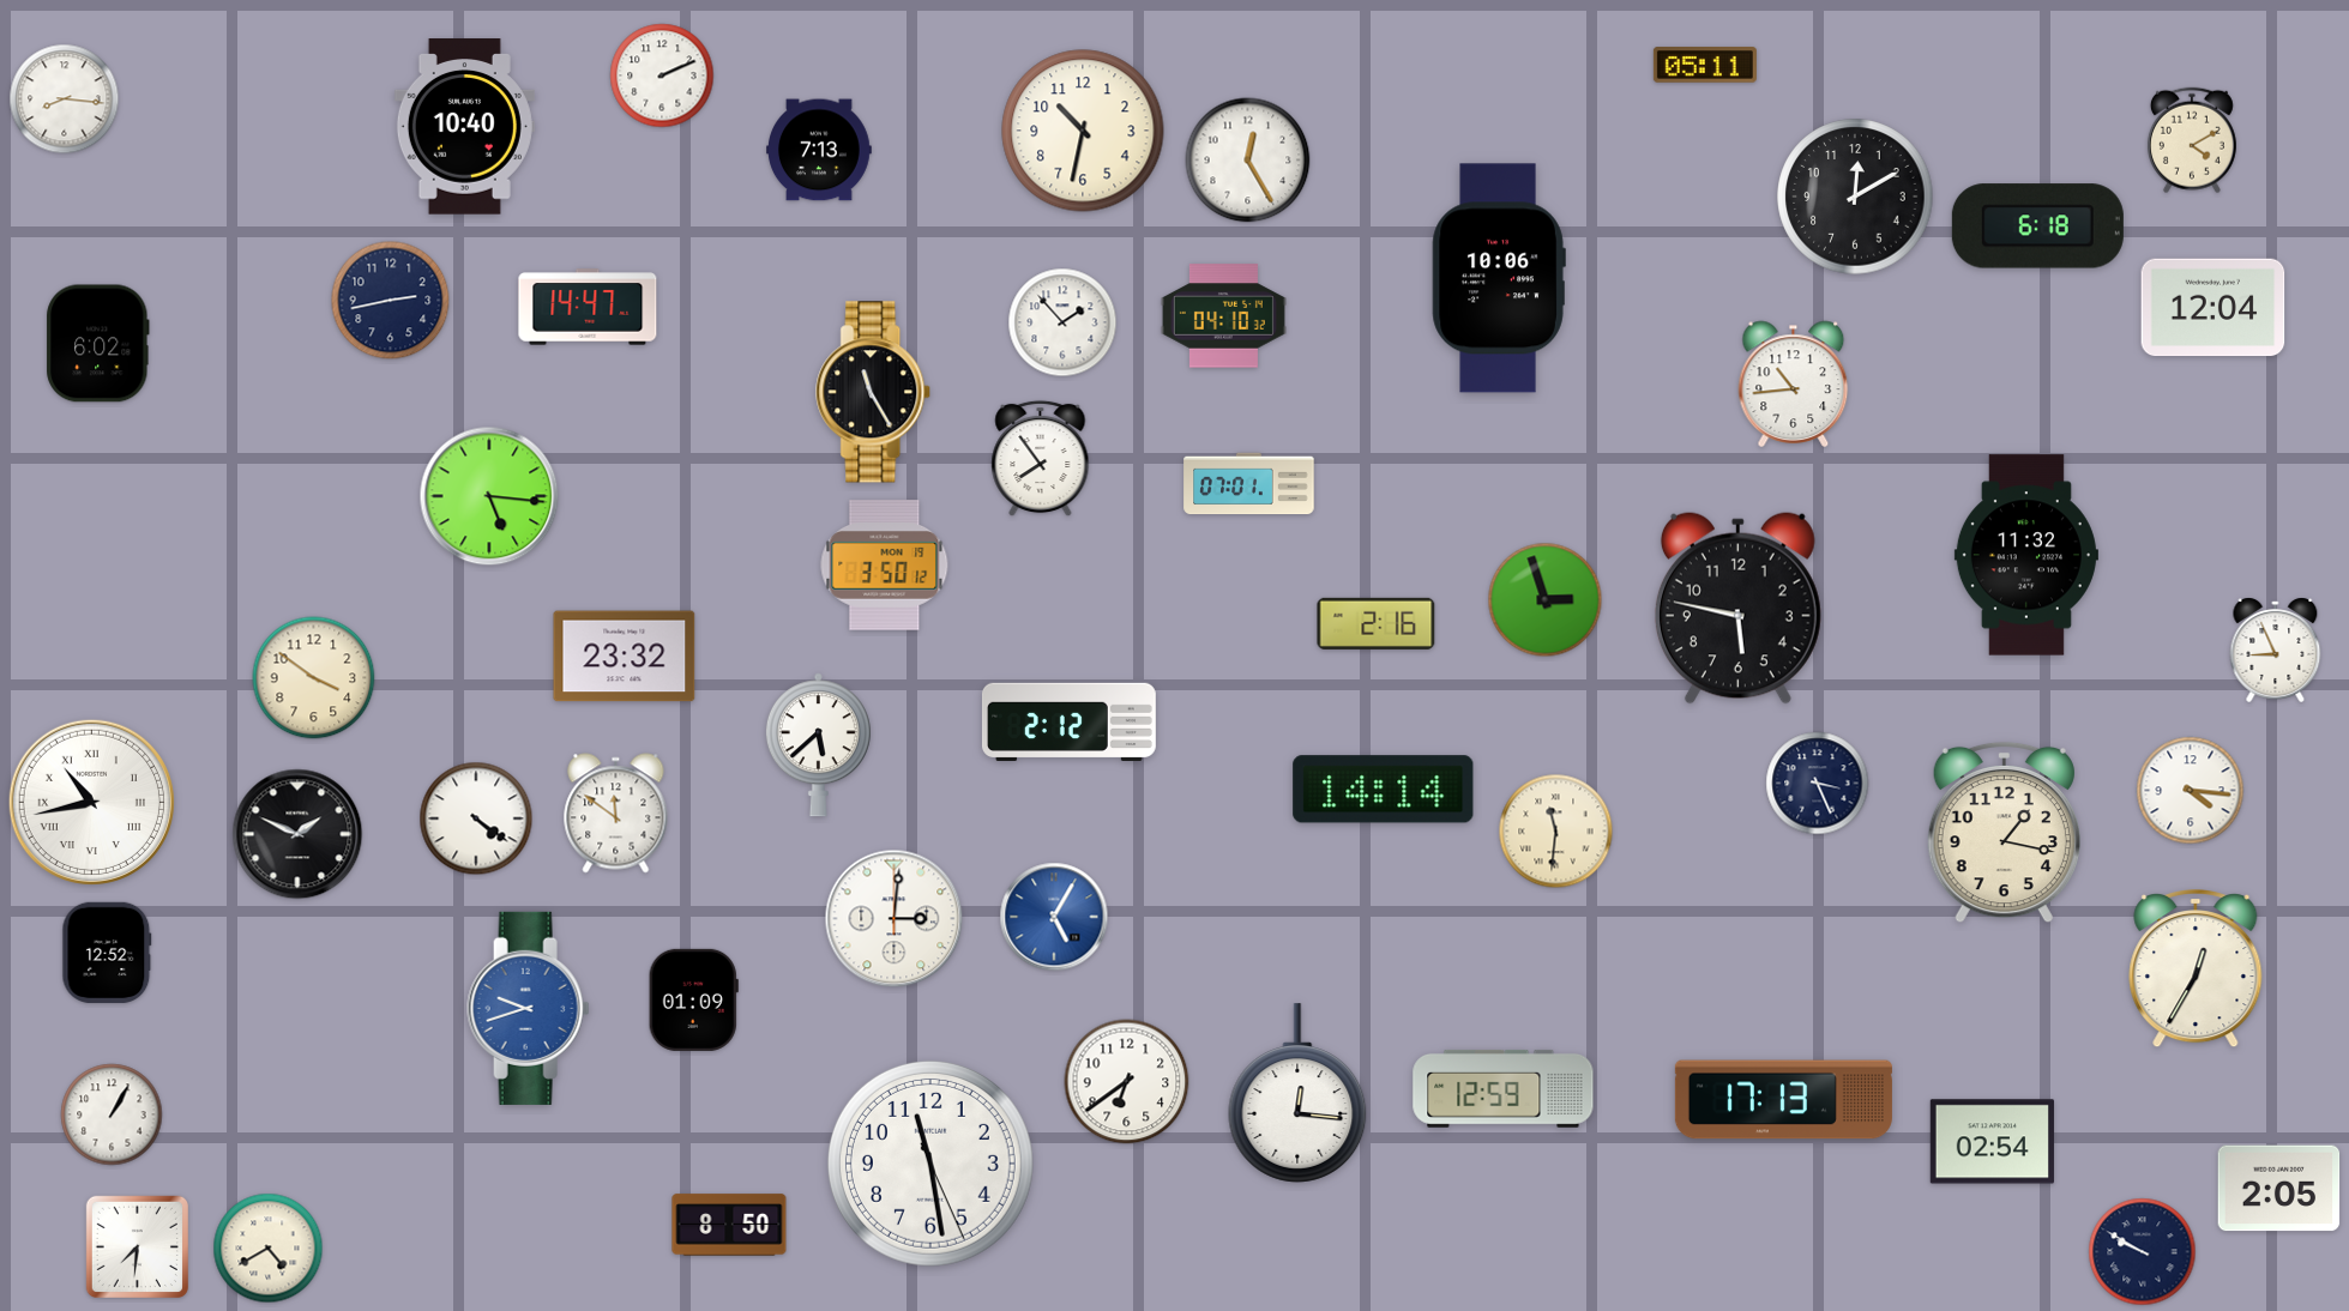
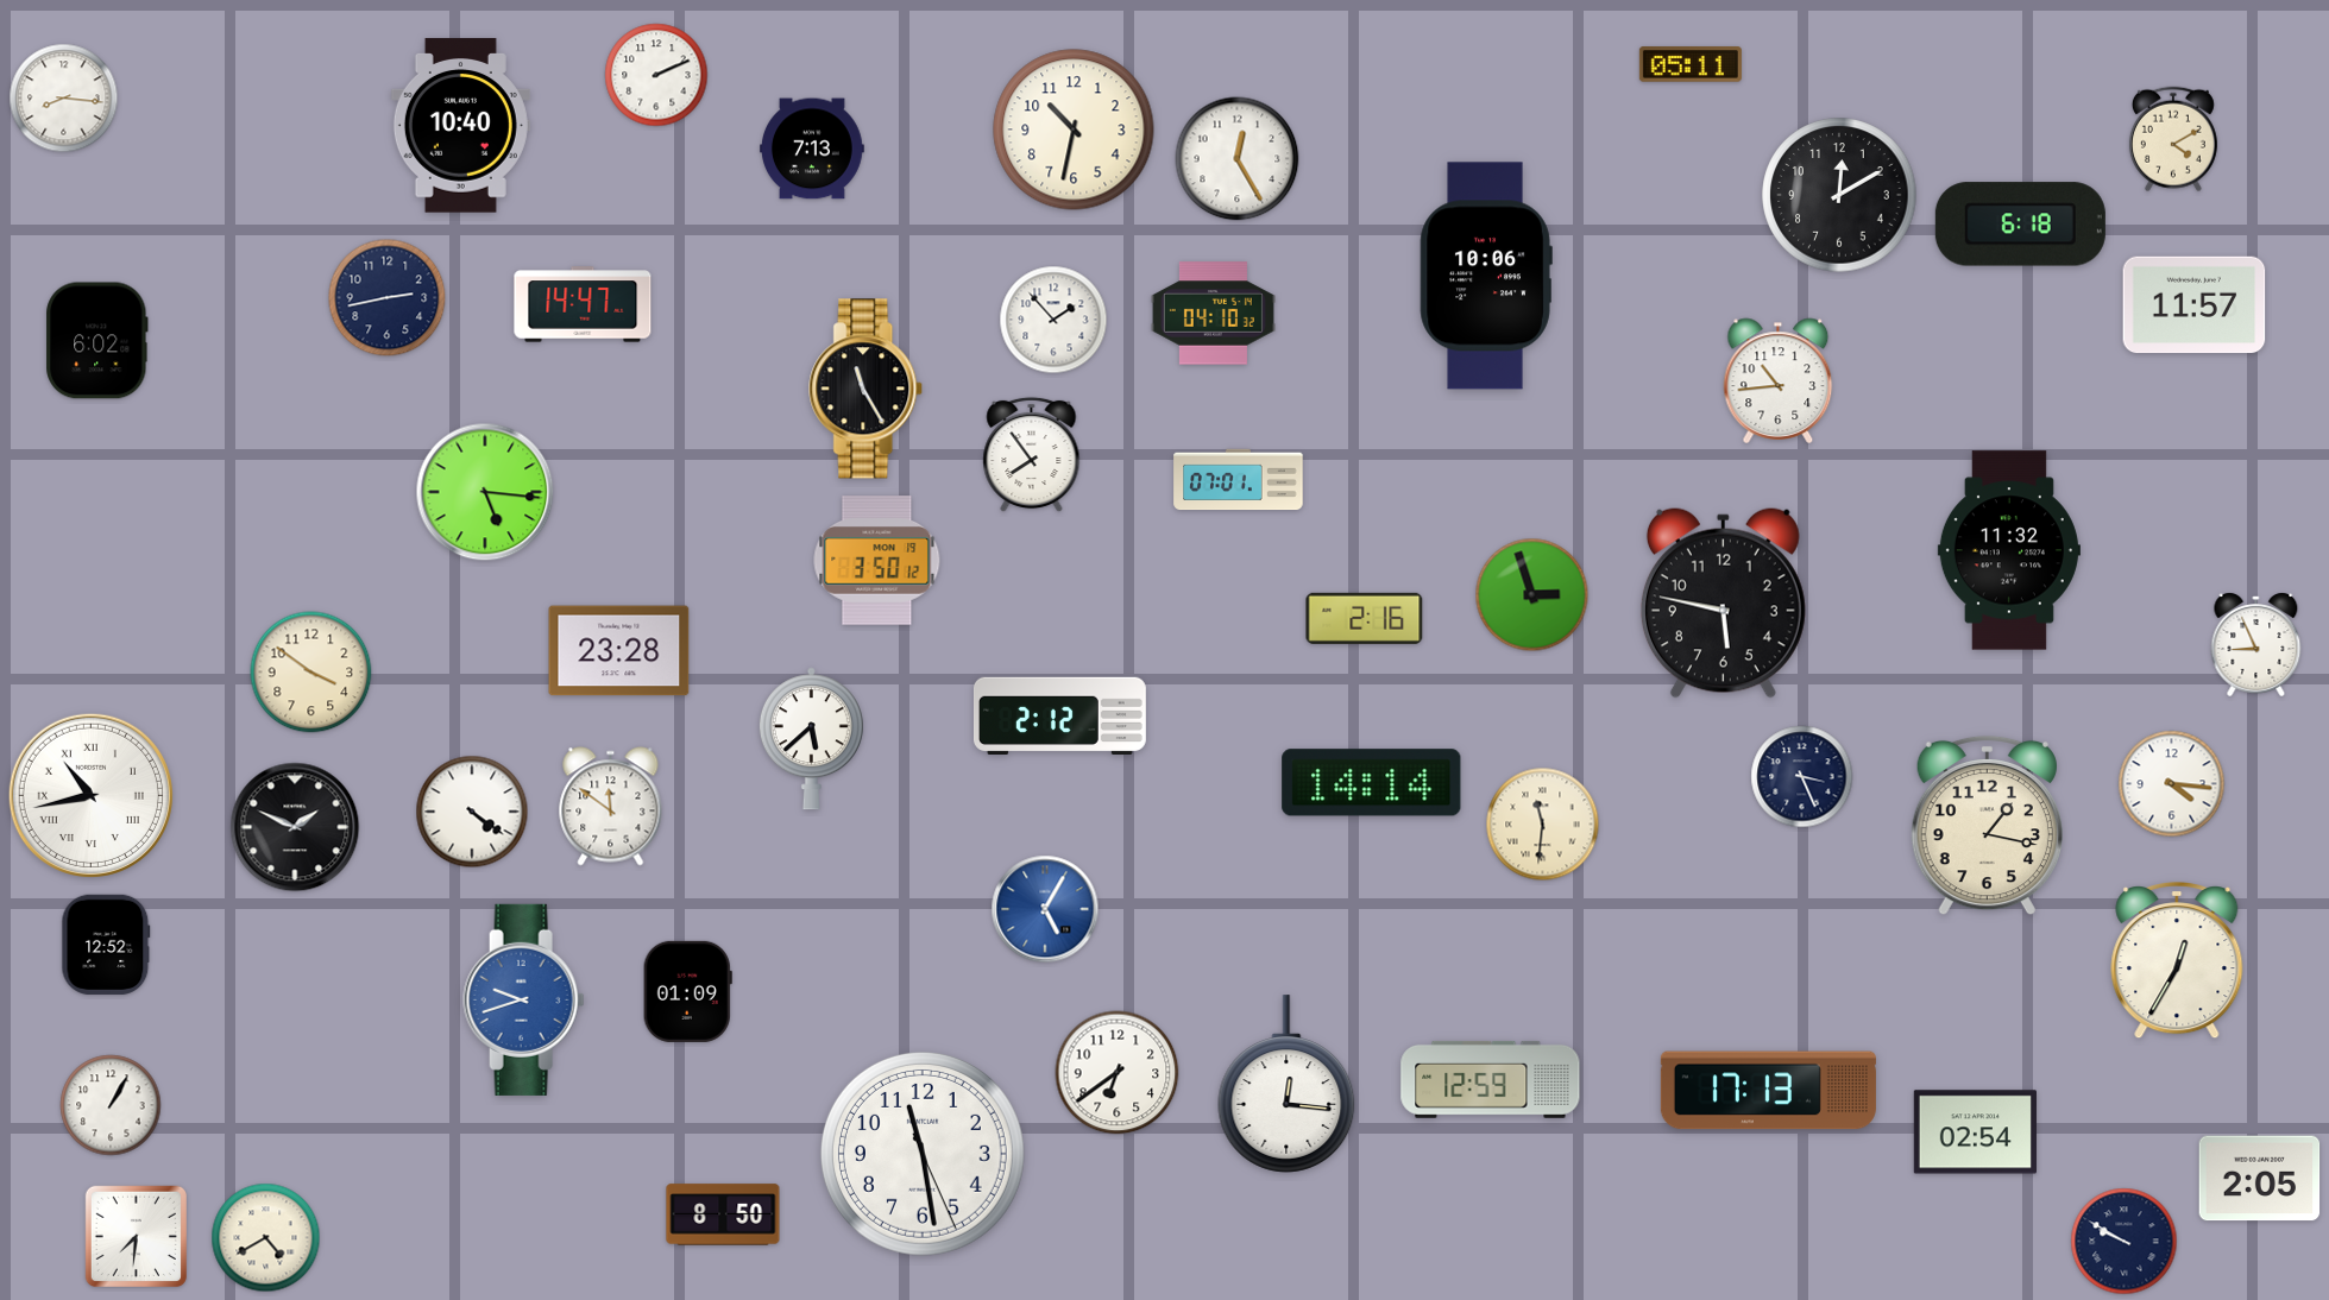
clock at (2214, 308): 12:04 -> 11:57
clock at (625, 657): 23:32 -> 23:28
clock at (895, 919): 3:01 -> none
